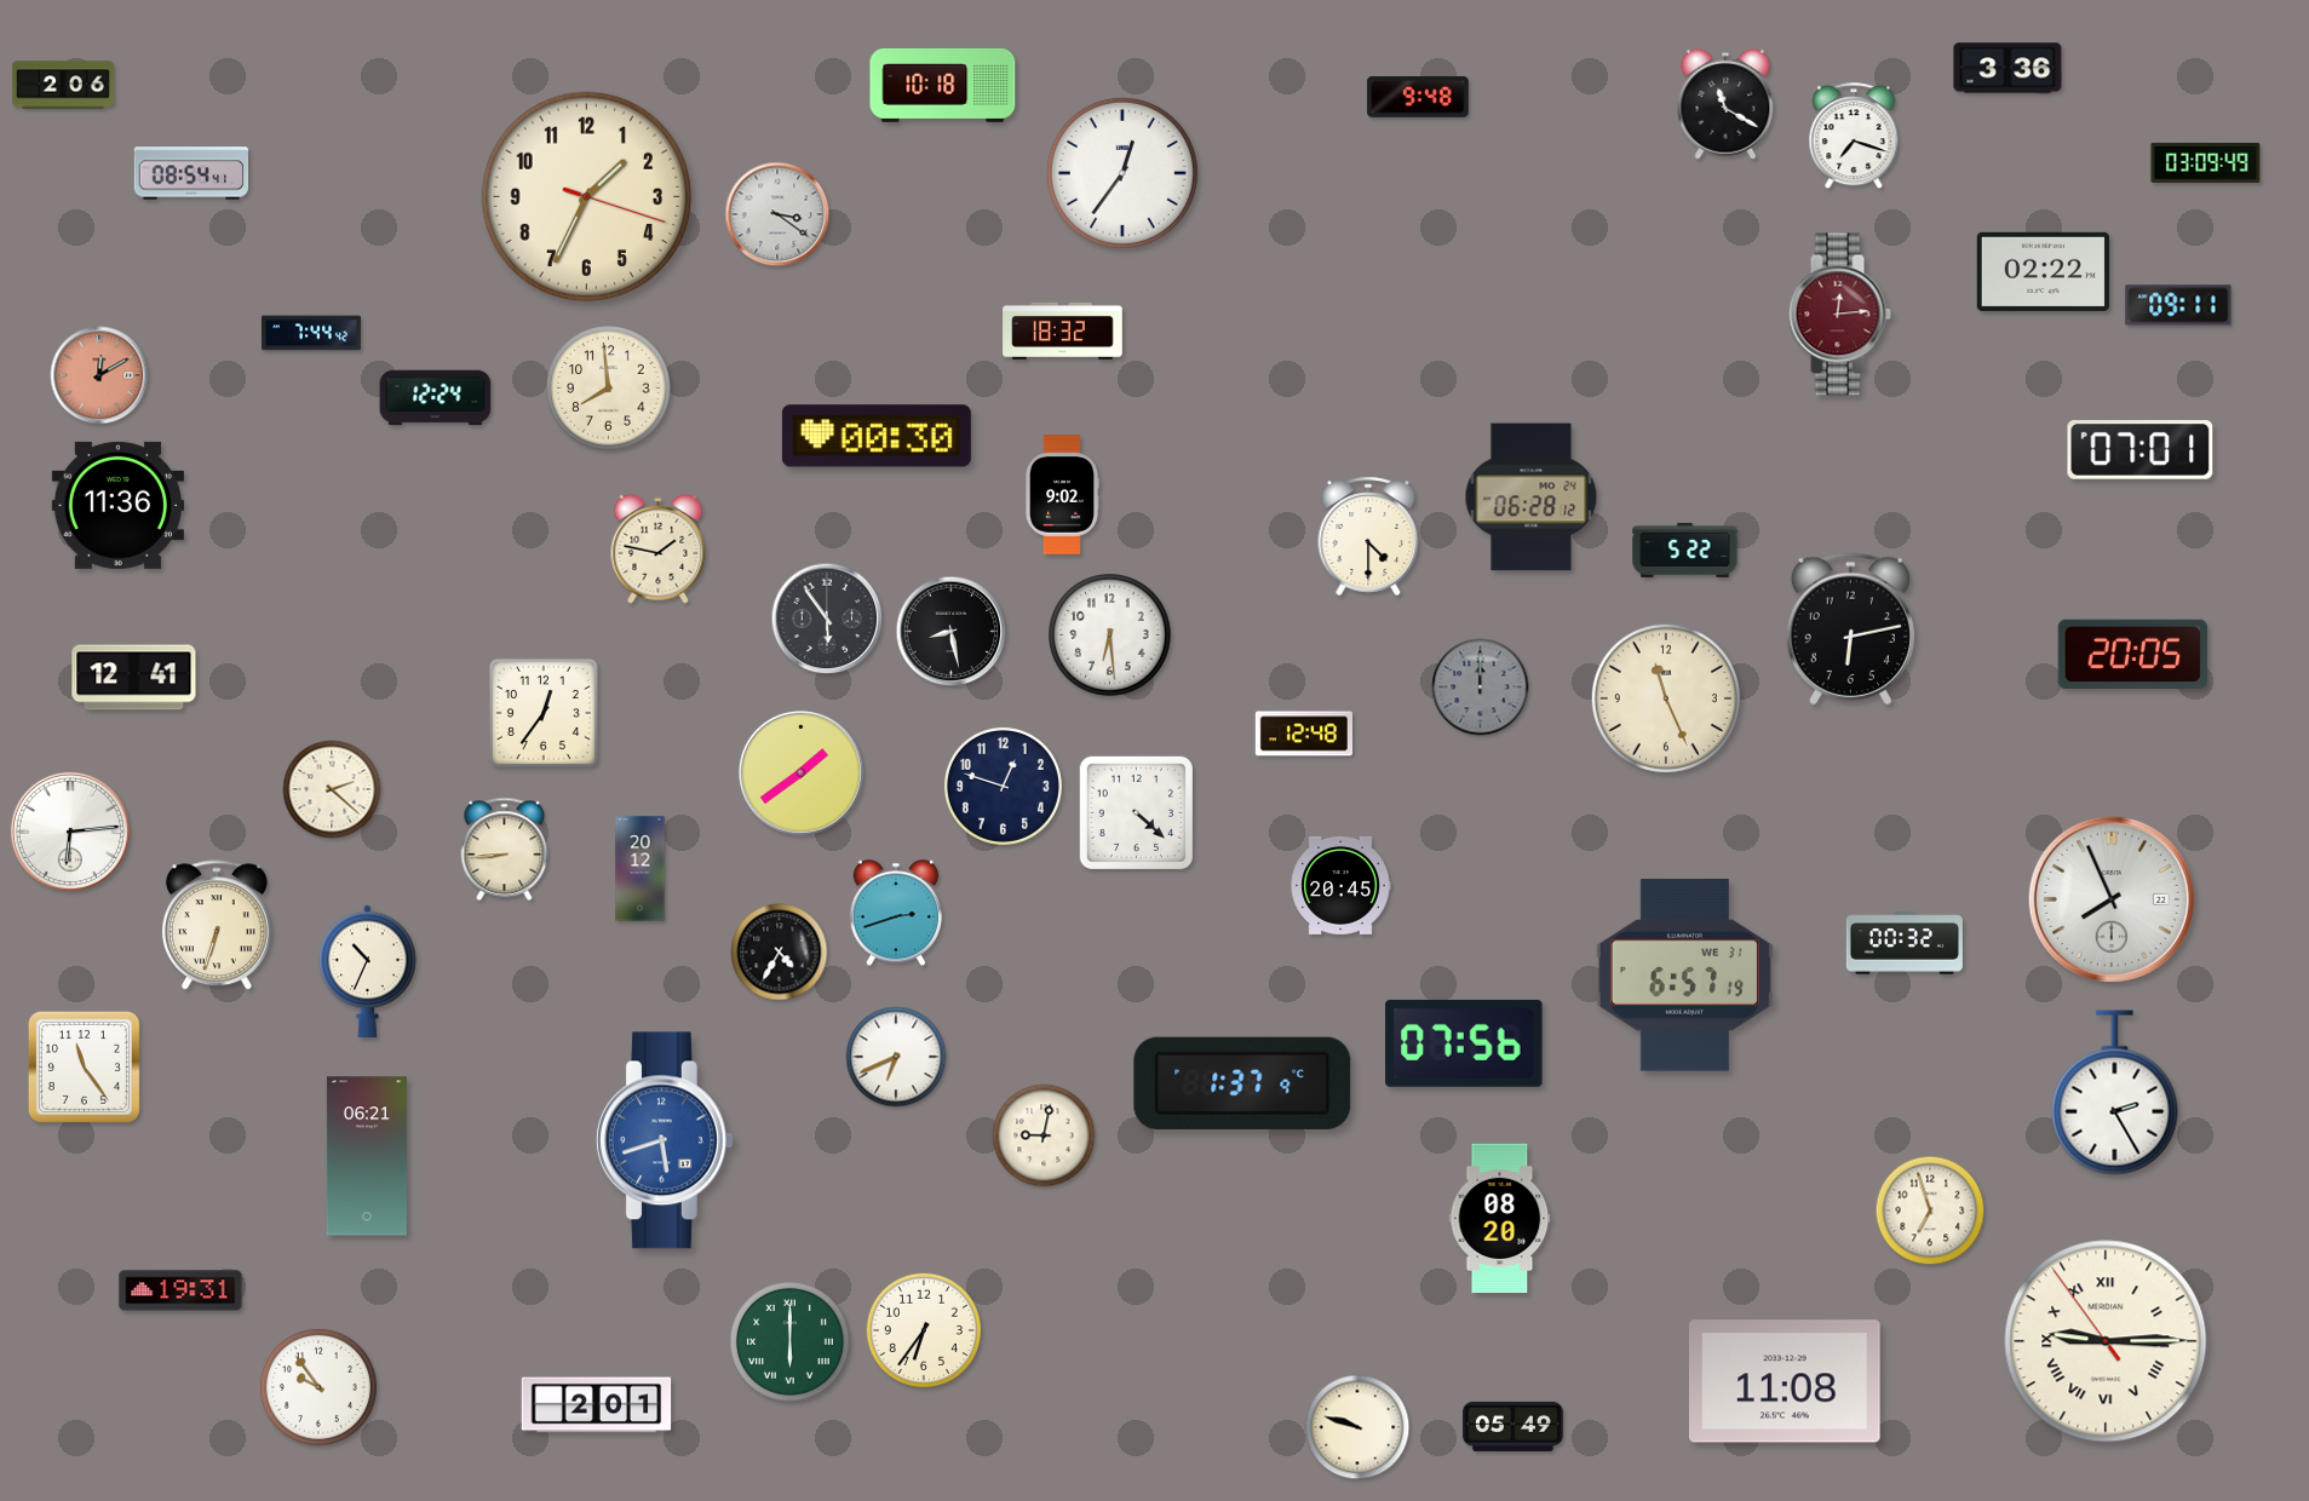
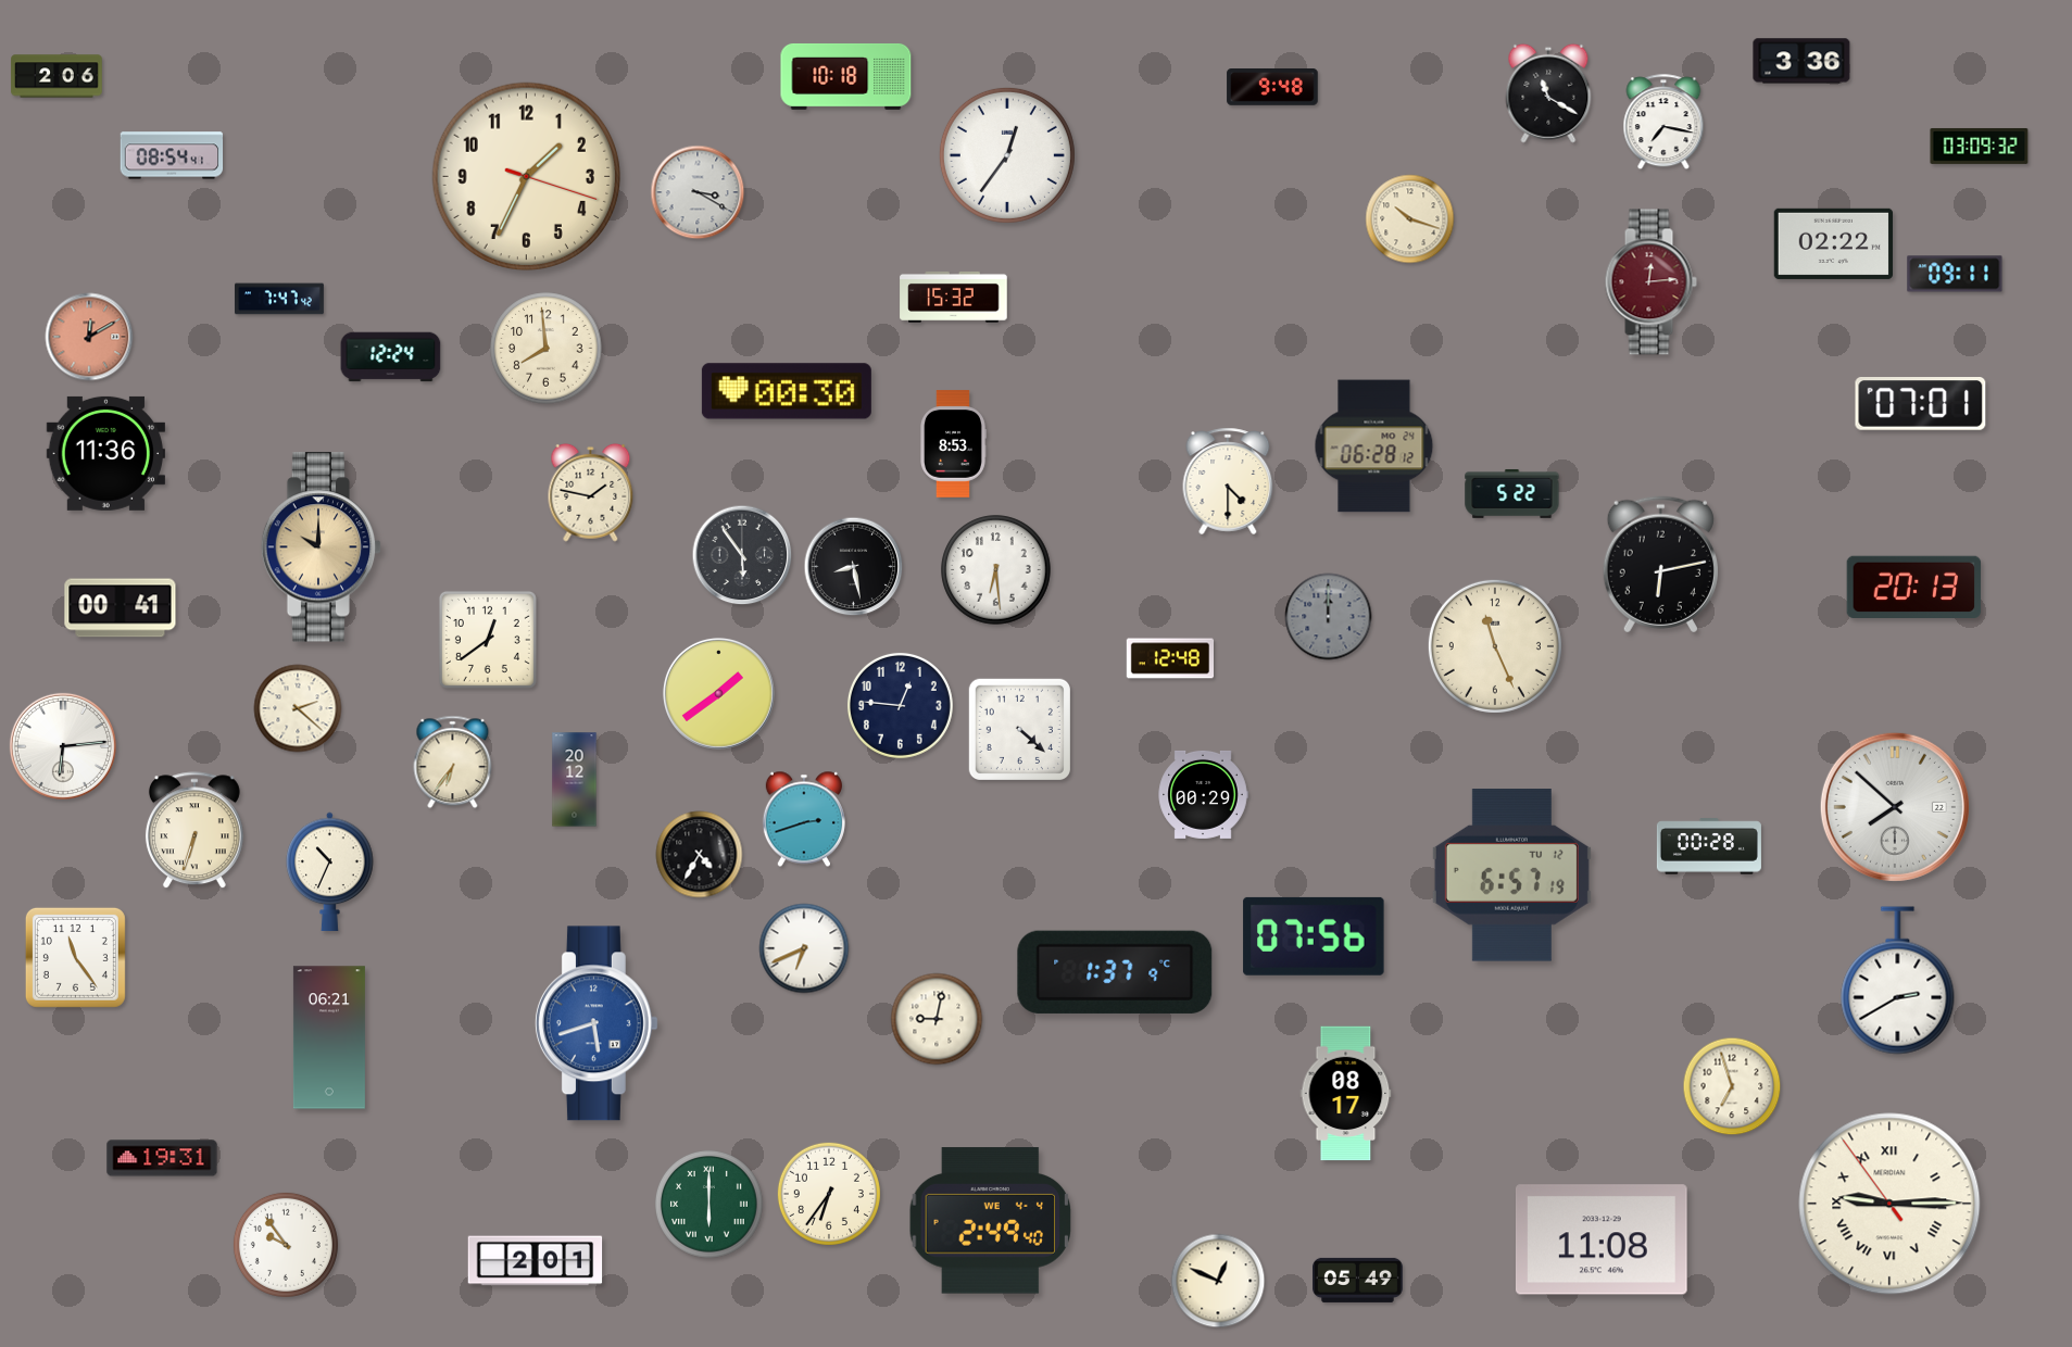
clock at (1854, 137): 7:18 -> 7:17
clock at (2206, 162): 03:09:49 -> 03:09:32
clock at (777, 214): 3:21 -> 3:20
clock at (1410, 219): none -> 10:18
clock at (1063, 330): 18:32 -> 15:32
clock at (311, 333): 7:44 -> 7:47
clock at (1063, 495): 9:02 -> 8:53
clock at (322, 547): none -> 10:00
clock at (2133, 654): 20:05 -> 20:13
clock at (134, 678): 12:41 -> 00:41
clock at (1666, 698) position: (1666, 698) -> (1495, 646)
clock at (544, 713): 12:36 -> 12:39
clock at (1003, 786): 12:48 -> 12:46
clock at (505, 850): 8:44 -> 6:36
clock at (1340, 885): 20:45 -> 00:29
clock at (2112, 899): 7:56 -> 7:52
clock at (1905, 943): 00:32 -> 00:28
clock at (1684, 976) date: WE 31 -> TU 12
clock at (2115, 1093): 2:25 -> 2:40
clock at (1500, 1219): 08:20 -> 08:17
clock at (991, 1221): none -> 2:49
clock at (1357, 1427): 9:48 -> 12:49
